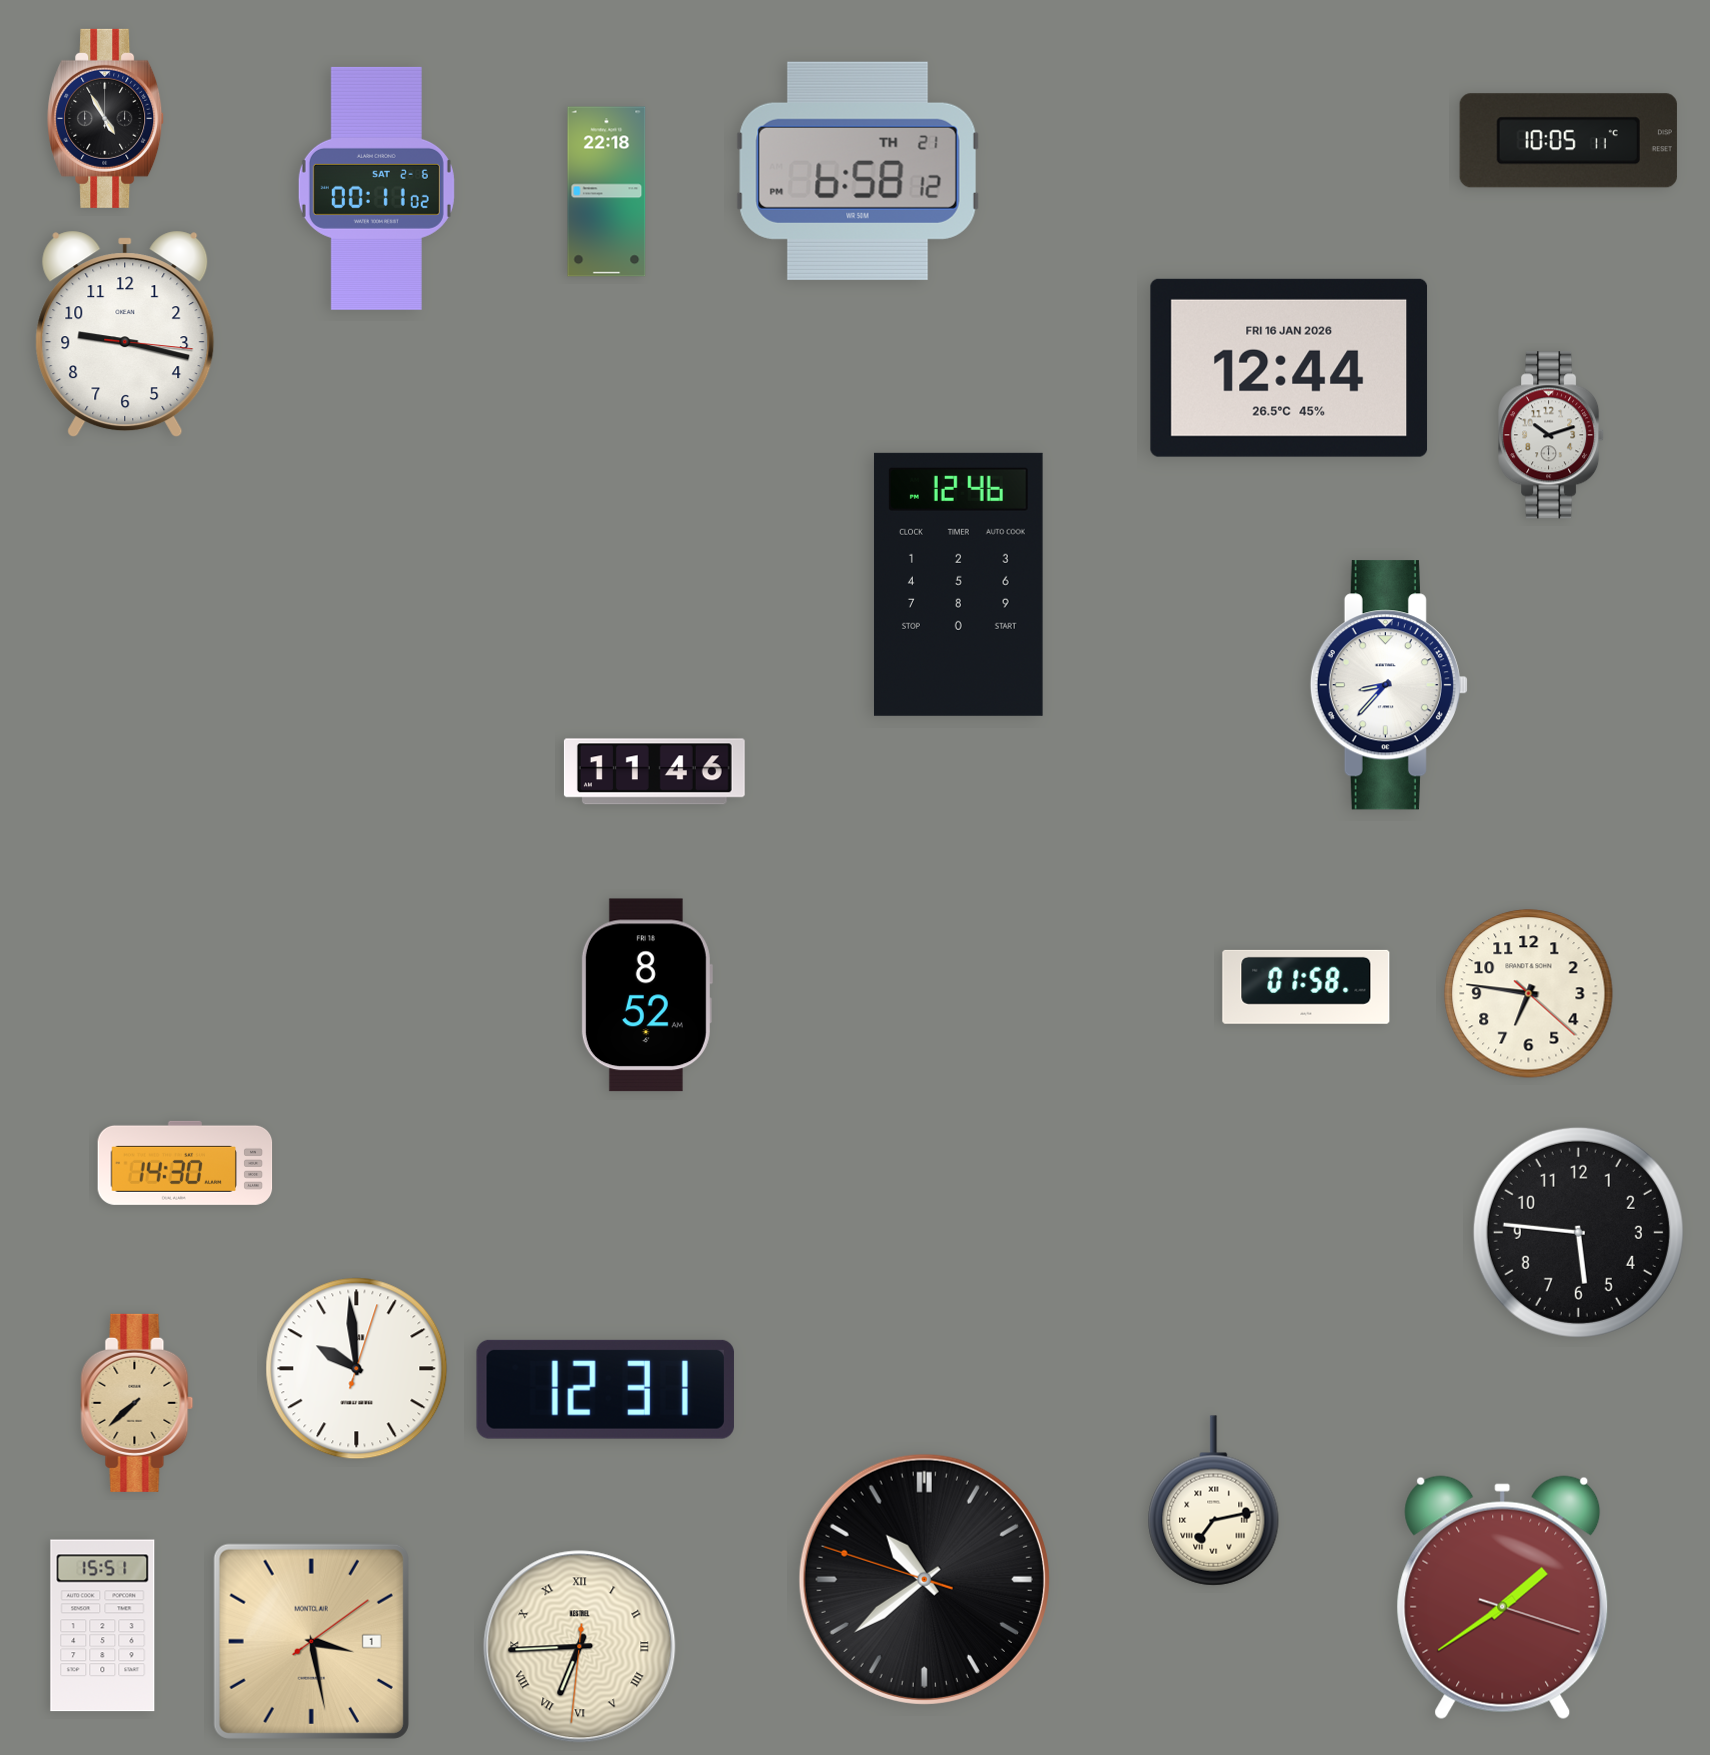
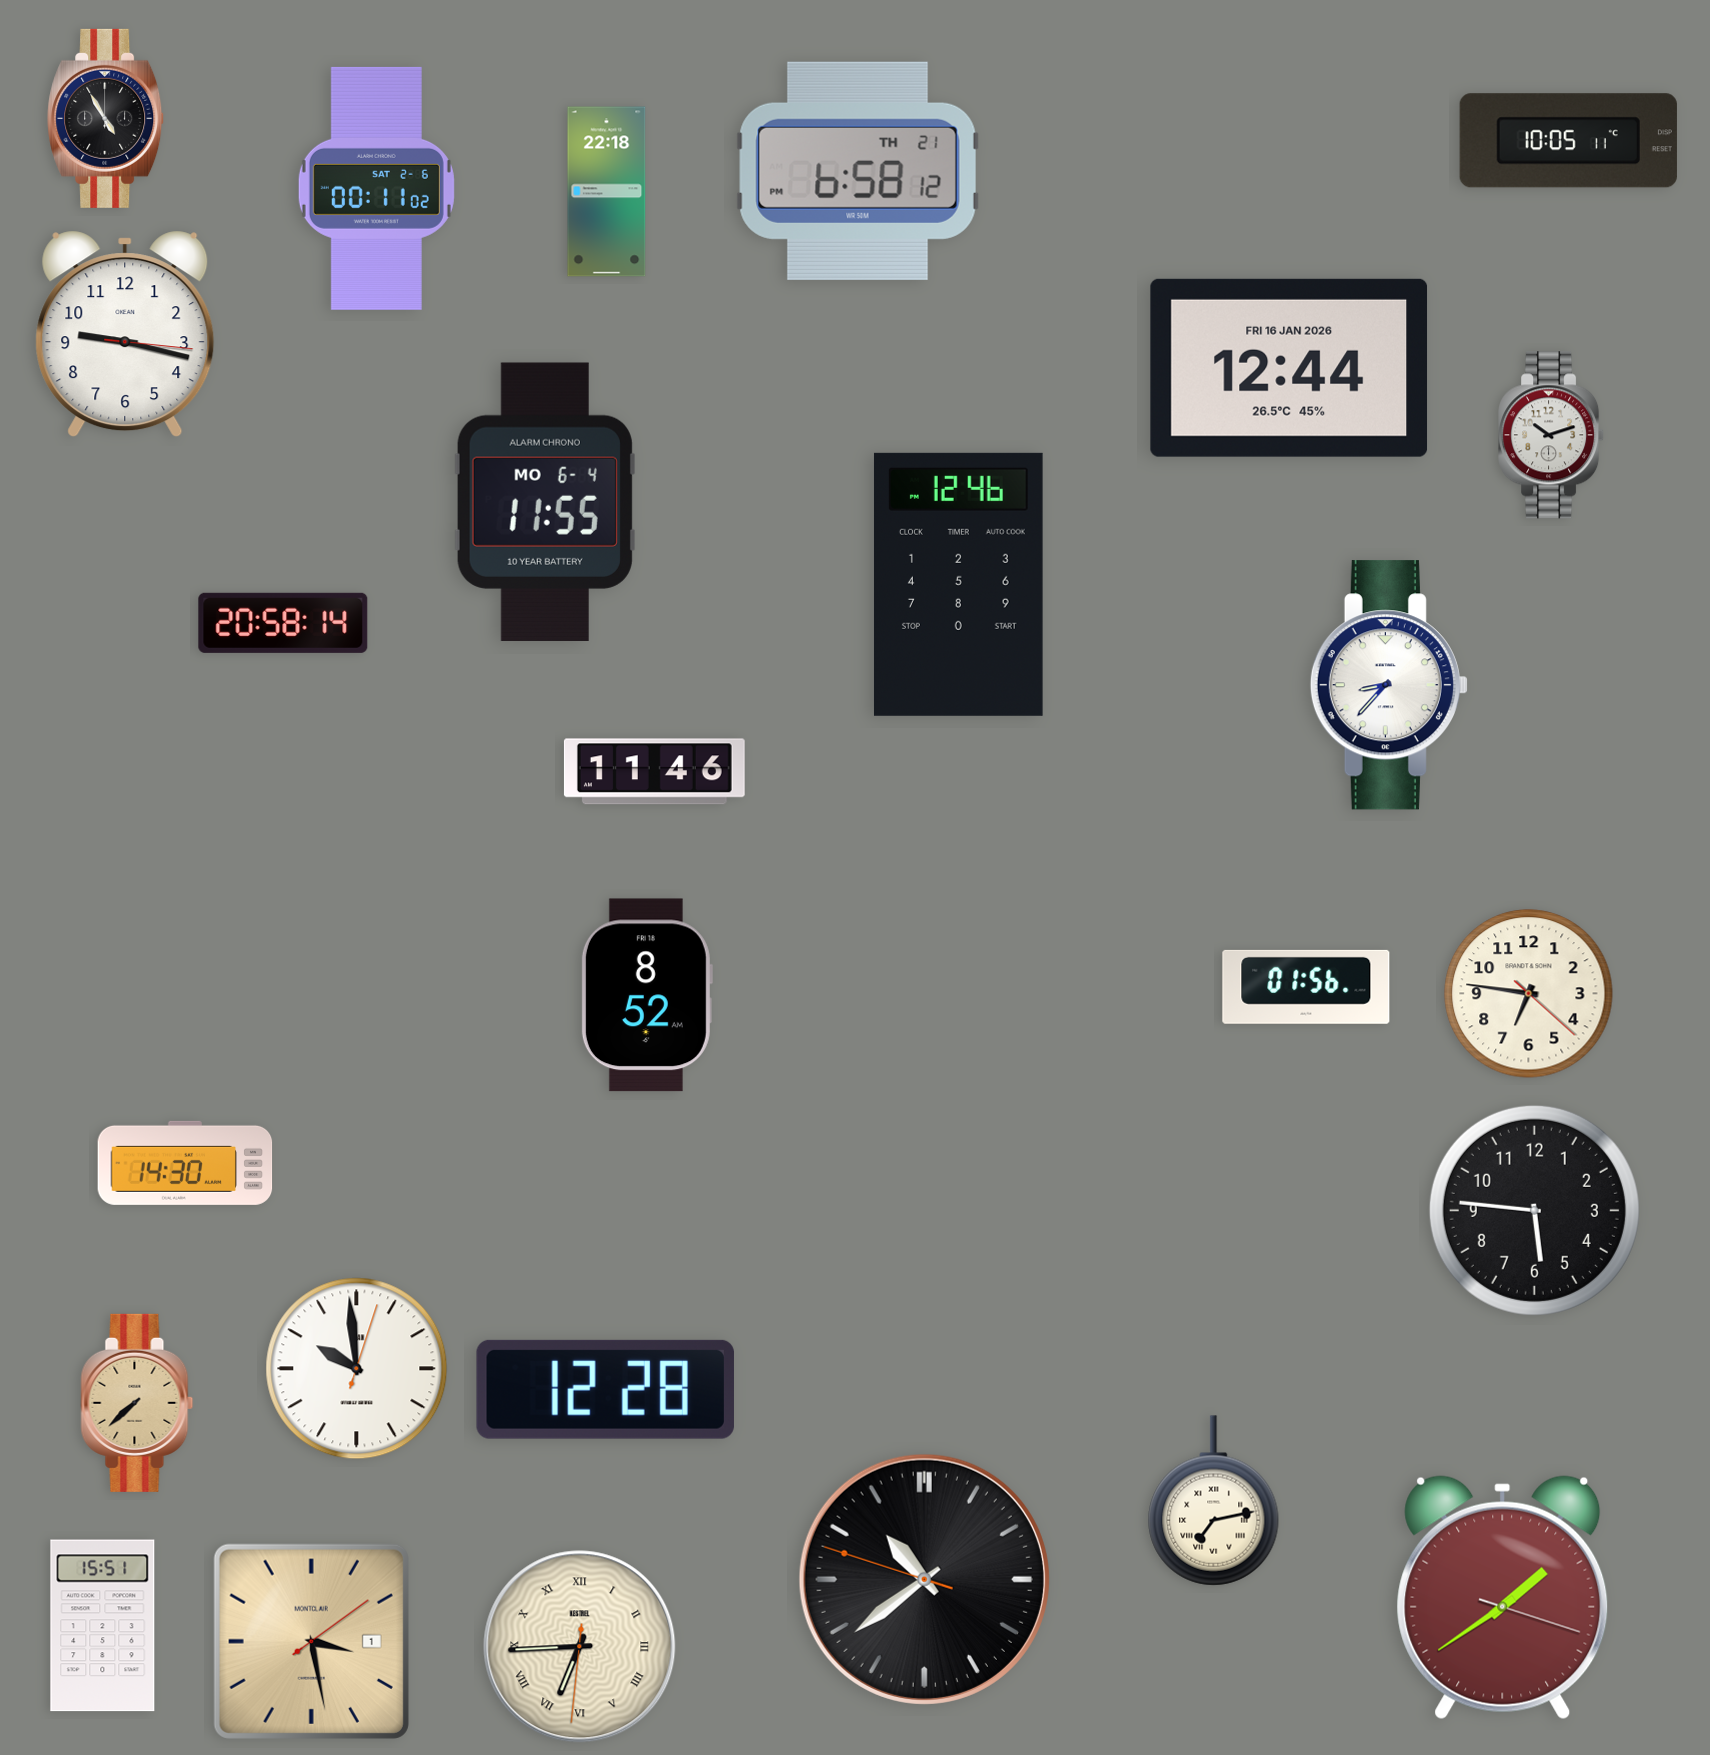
clock at (545, 502): none -> 11:55
clock at (283, 623): none -> 20:58
clock at (1306, 987): 01:58 -> 01:56
clock at (1578, 1232) position: (1578, 1232) -> (1534, 1210)
clock at (605, 1389): 12:31 -> 12:28
